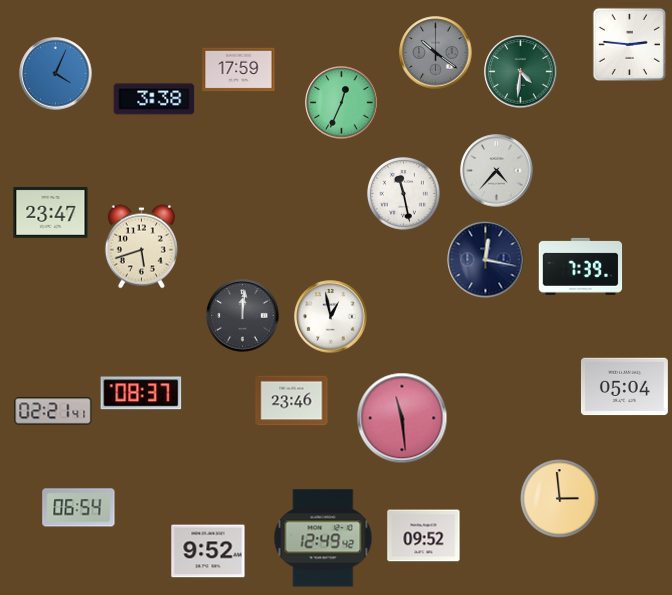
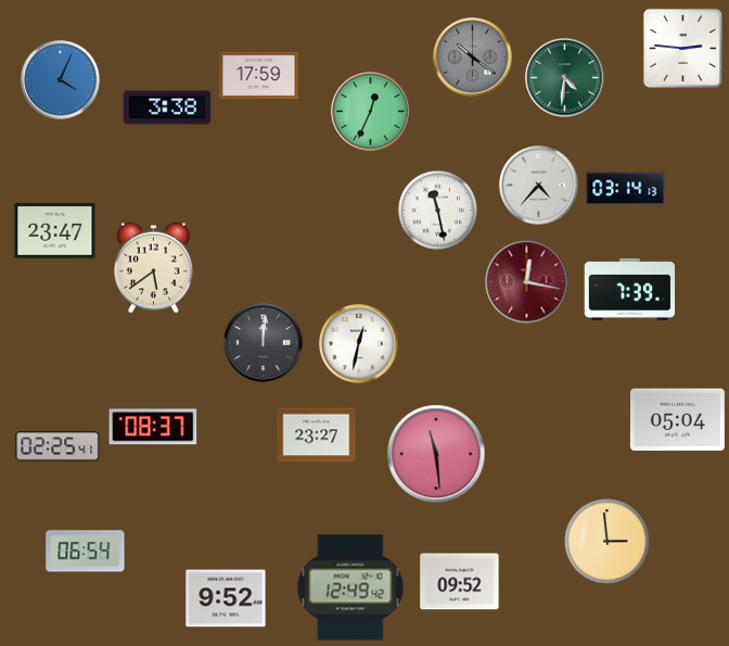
clock at (626, 189): none -> 03:14
clock at (141, 247): 5:42 -> 5:39
clock at (486, 260) dial: navy -> burgundy
clock at (331, 317): 12:58 -> 12:32
clock at (292, 401): 23:46 -> 23:27
clock at (53, 411): 02:21 -> 02:25
clock at (323, 538) position: (323, 538) -> (350, 587)
